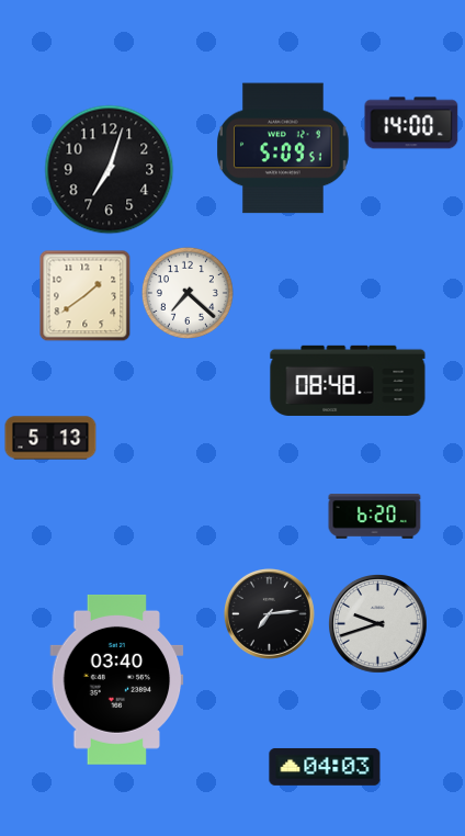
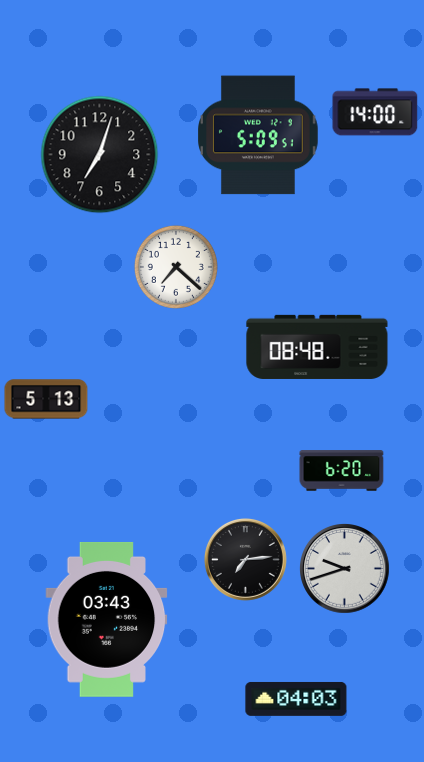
clock at (188, 293) position: (188, 293) -> (176, 267)
clock at (86, 296): 1:39 -> none
clock at (117, 679): 03:40 -> 03:43
